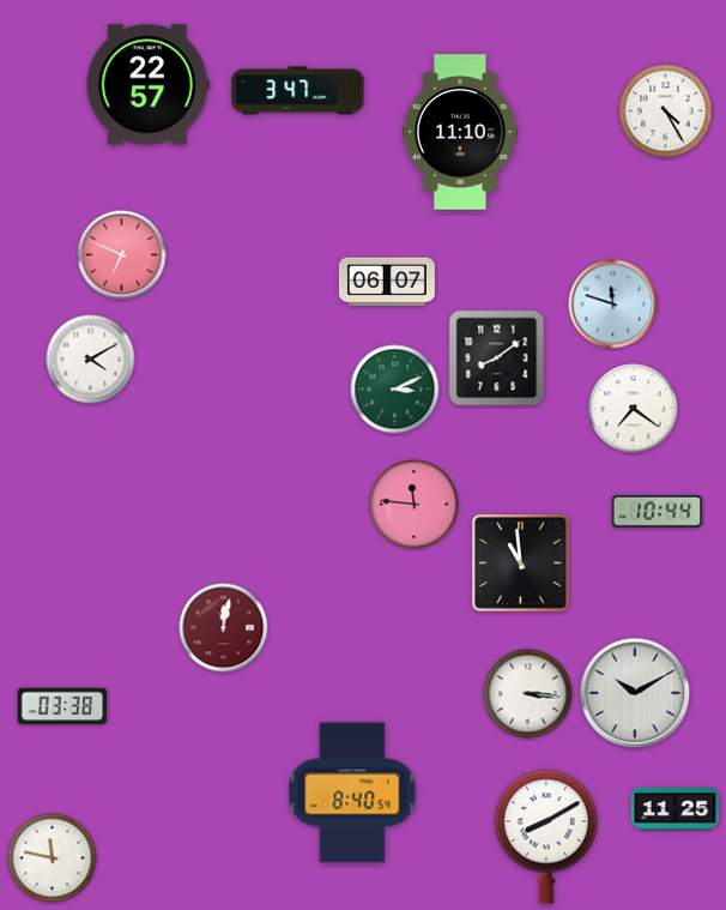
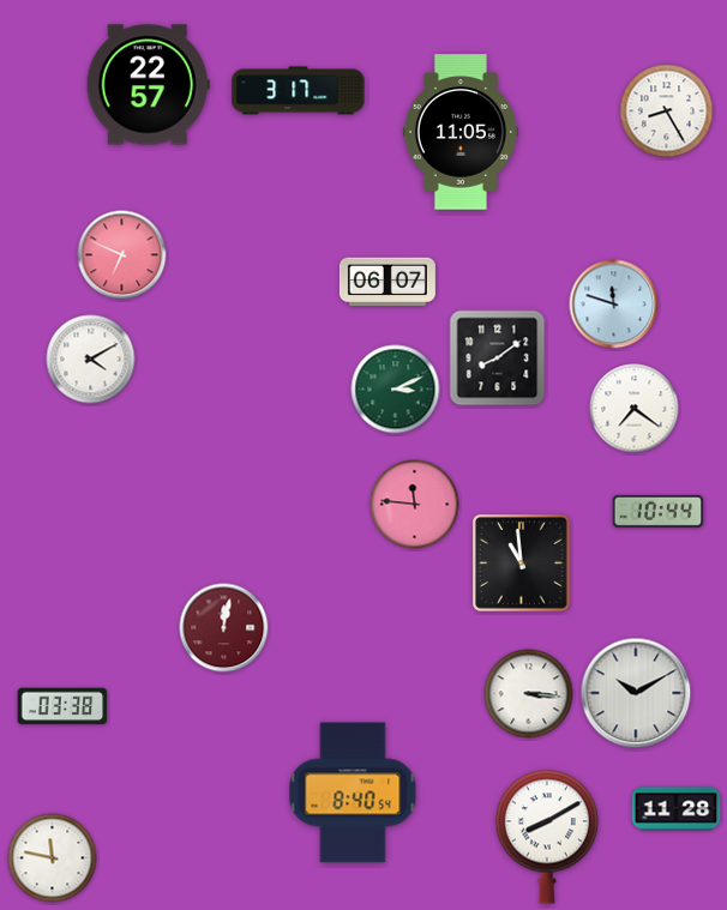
clock at (298, 91): 3:47 -> 3:17
clock at (666, 112): 4:25 -> 8:25
clock at (460, 132): 11:10 -> 11:05
clock at (676, 809): 11:25 -> 11:28
